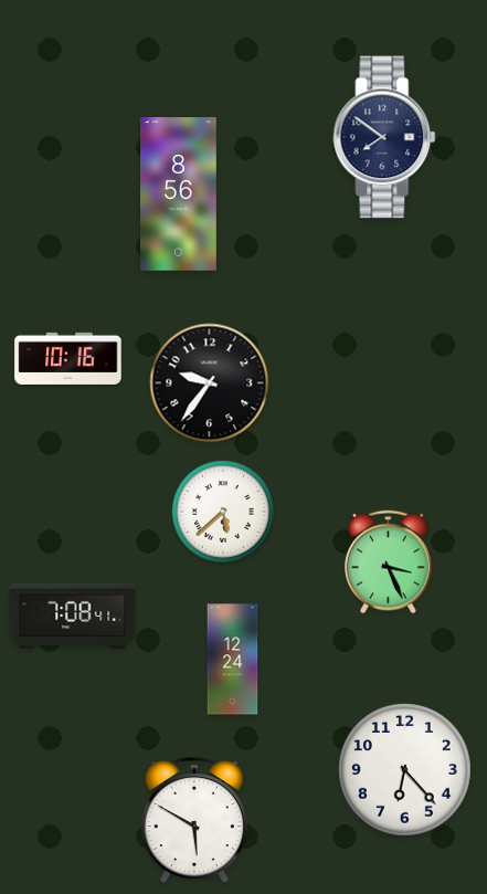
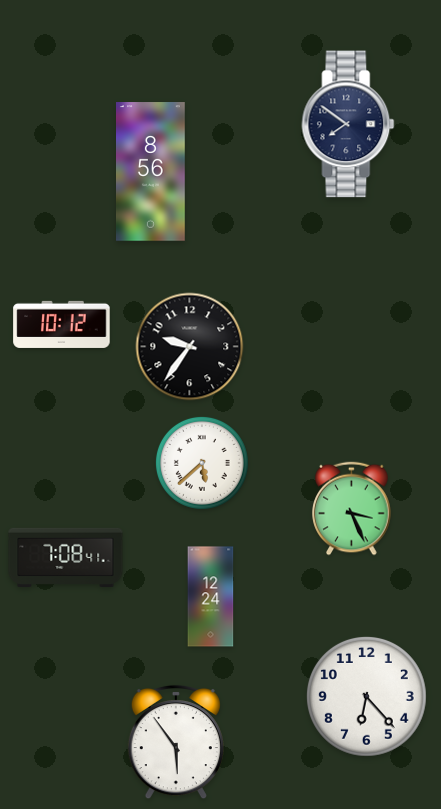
clock at (179, 194) position: (179, 194) -> (151, 172)
clock at (68, 358): 10:16 -> 10:12
clock at (194, 820): 5:50 -> 5:54
